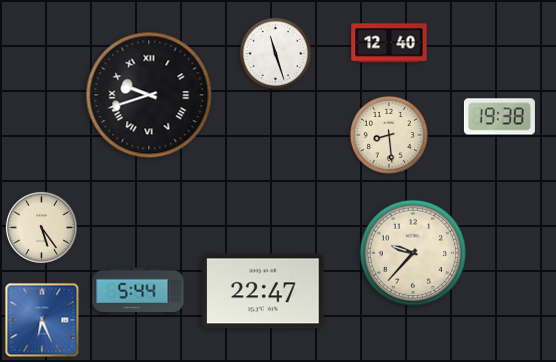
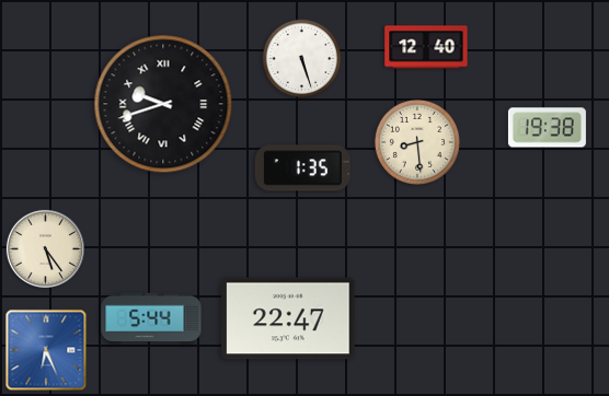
clock at (276, 54): 11:27 -> 5:27
clock at (389, 135) position: (389, 135) -> (417, 142)
clock at (302, 168): none -> 1:35
clock at (413, 253): 9:37 -> none
